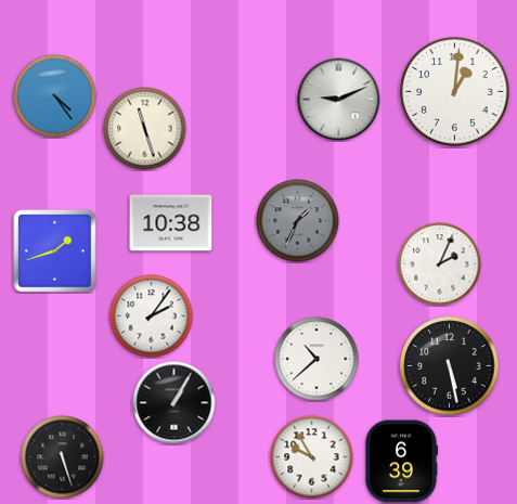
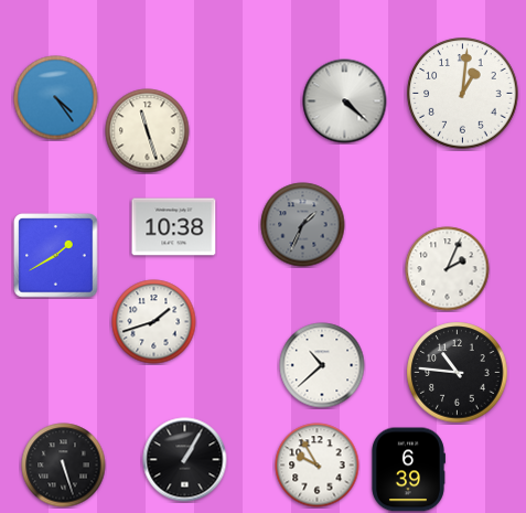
clock at (339, 100): 9:11 -> 4:22
clock at (55, 251): 1:42 -> 1:40
clock at (152, 316): 2:06 -> 1:42
clock at (450, 366): 5:28 -> 10:46
clock at (175, 403) position: (175, 403) -> (185, 460)
